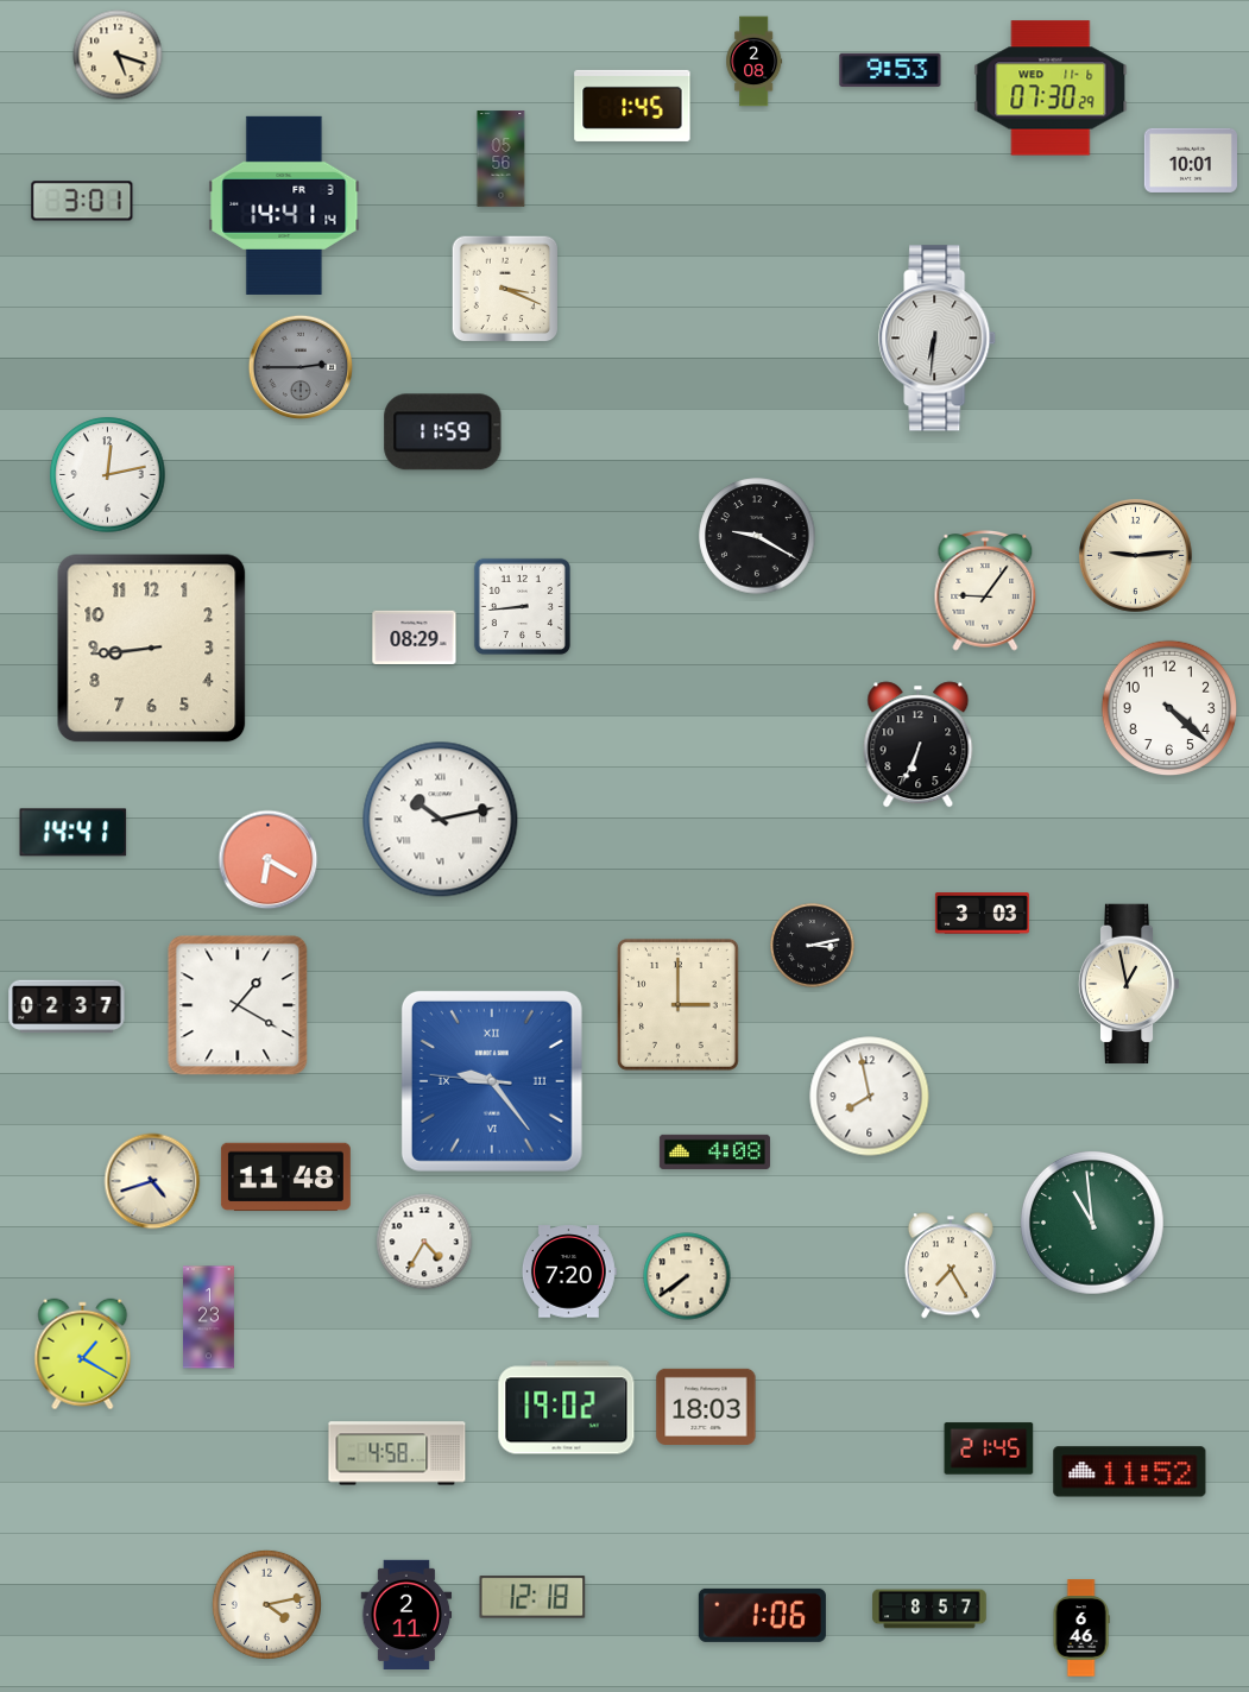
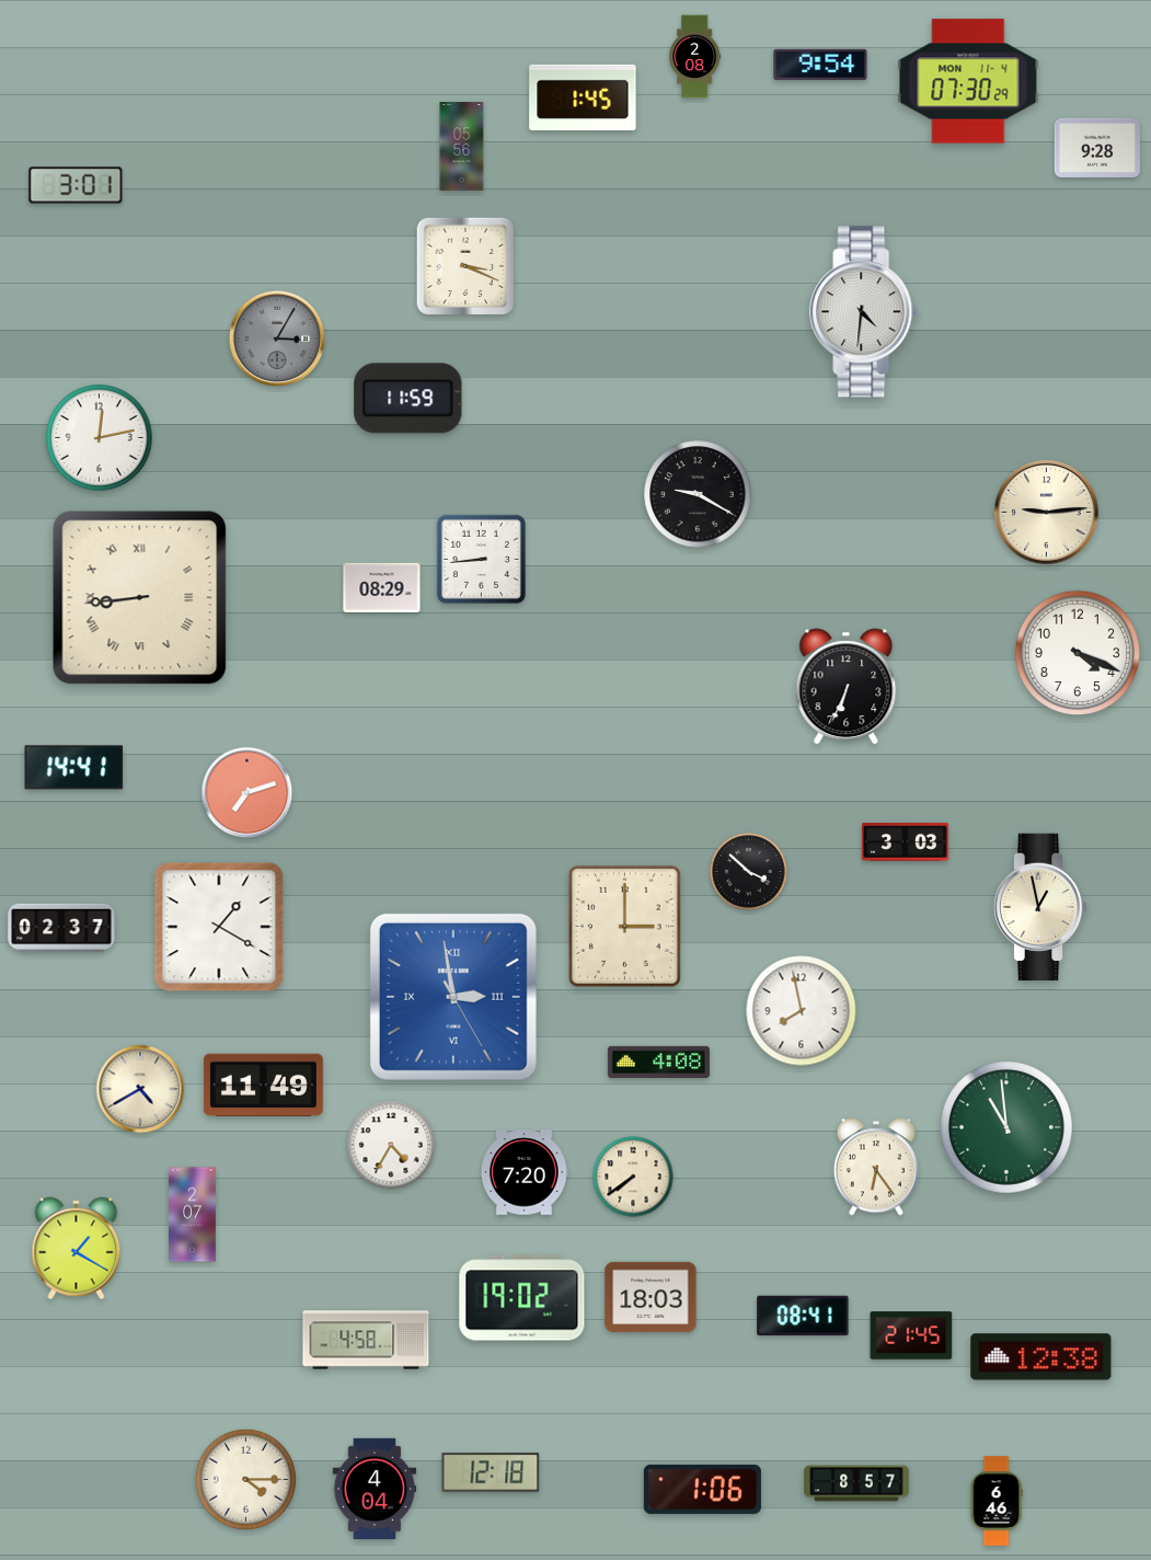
clock at (118, 55): 5:18 -> none
clock at (890, 70): 9:53 -> 9:54
clock at (1051, 88) date: WED 11-6 -> MON 11-4
clock at (1191, 160): 10:01 -> 9:28
clock at (284, 206): 14:41 -> none
clock at (938, 339): 6:31 -> 4:31
clock at (301, 367): 2:45 -> 3:05
clock at (985, 591): 9:06 -> none
clock at (152, 649) numerals: Arabic -> Roman
clock at (1169, 708): 4:22 -> 4:19
clock at (441, 820): 10:13 -> none
clock at (74, 833) position: (74, 833) -> (74, 768)
clock at (269, 860): 6:20 -> 7:12
clock at (813, 946): 3:13 -> 3:52
clock at (492, 1081): 9:23 -> 2:58
clock at (285, 1178): 11:48 -> 11:49
clock at (152, 1181): 4:42 -> 4:40
clock at (951, 1265): 7:25 -> 6:24
clock at (209, 1318): 1:23 -> 2:07
clock at (803, 1315): none -> 08:41
clock at (1130, 1472): 11:52 -> 12:38
clock at (266, 1604): 4:13 -> 4:15
clock at (406, 1614): 2:11 -> 4:04
